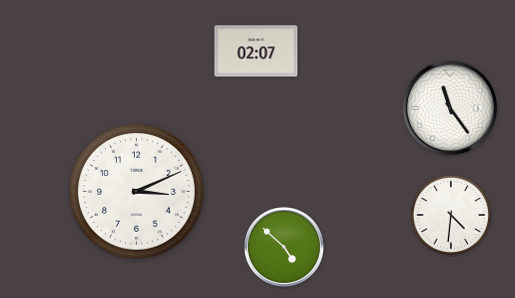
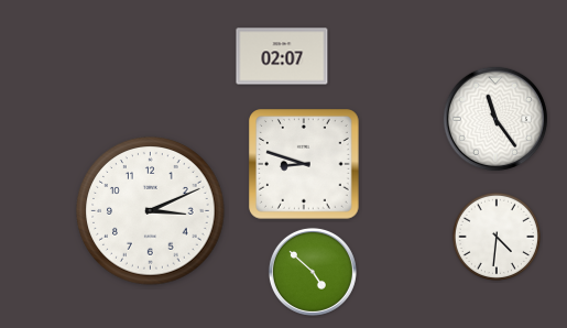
clock at (305, 165): none -> 8:48
